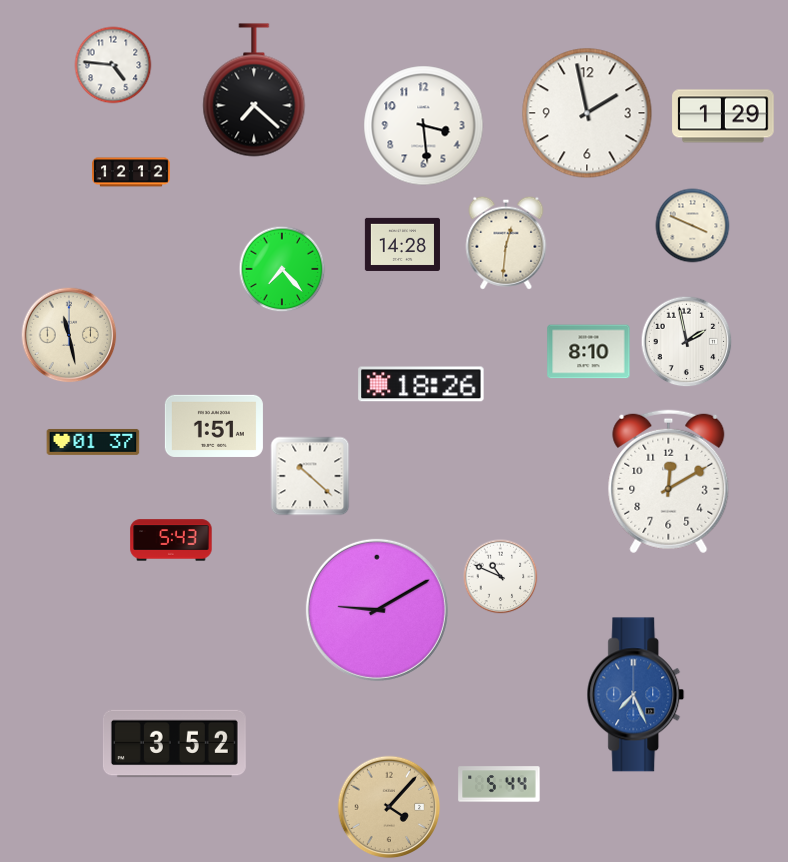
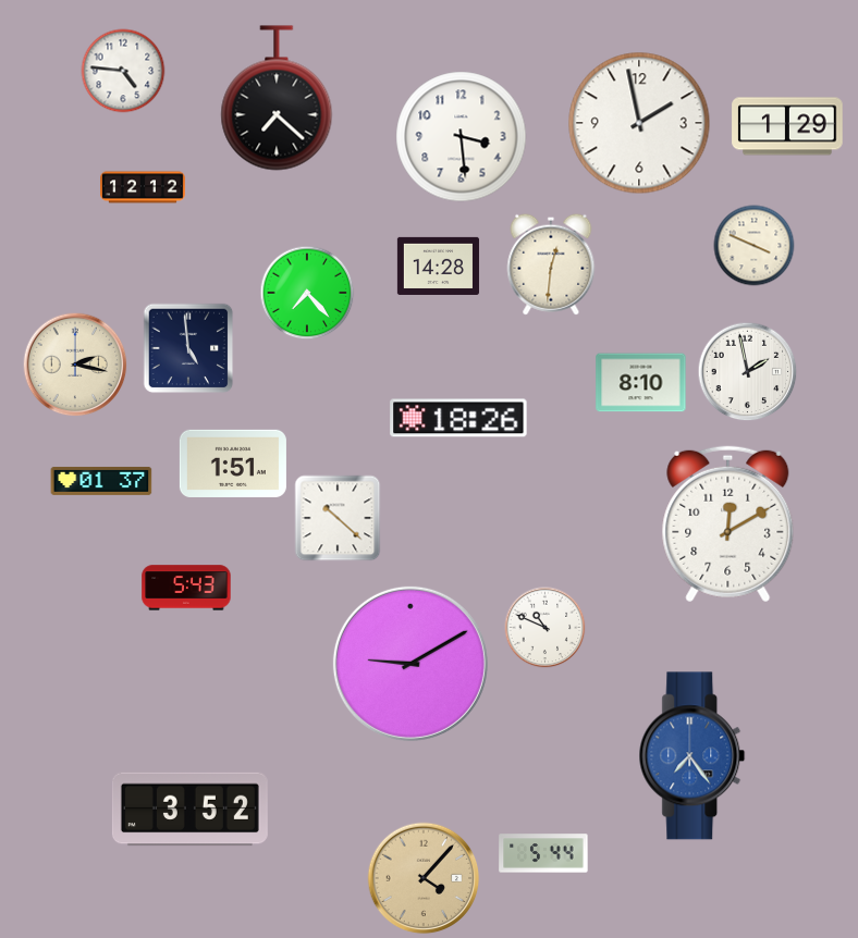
clock at (188, 348): none -> 4:59
clock at (69, 335): 11:28 -> 2:17
clock at (636, 695): 7:26 -> 7:24
